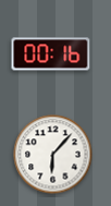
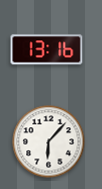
clock at (51, 54): 00:16 -> 13:16
